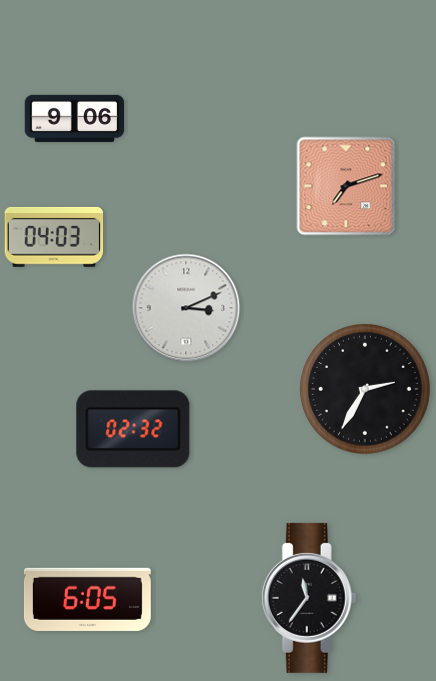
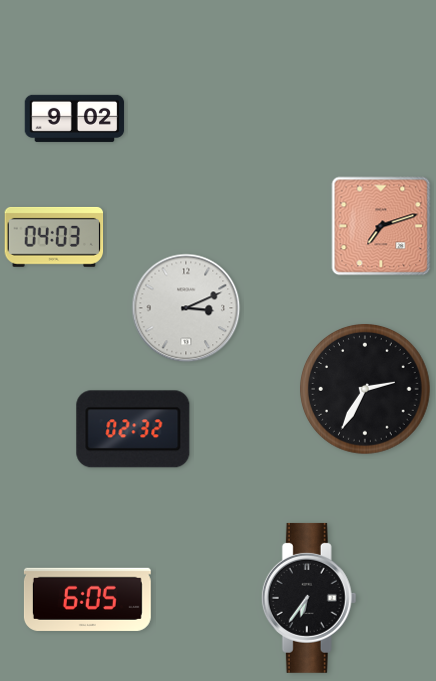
clock at (75, 118): 9:06 -> 9:02
clock at (346, 186) position: (346, 186) -> (381, 226)
clock at (309, 598): 11:36 -> 6:36
